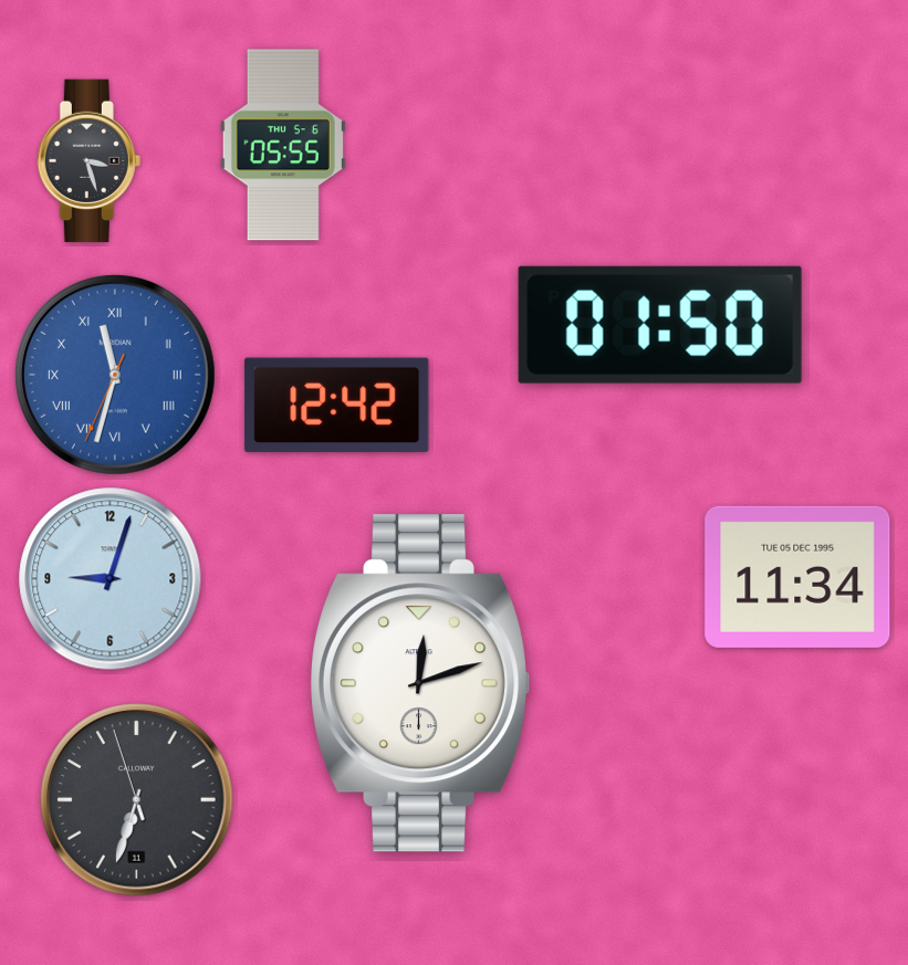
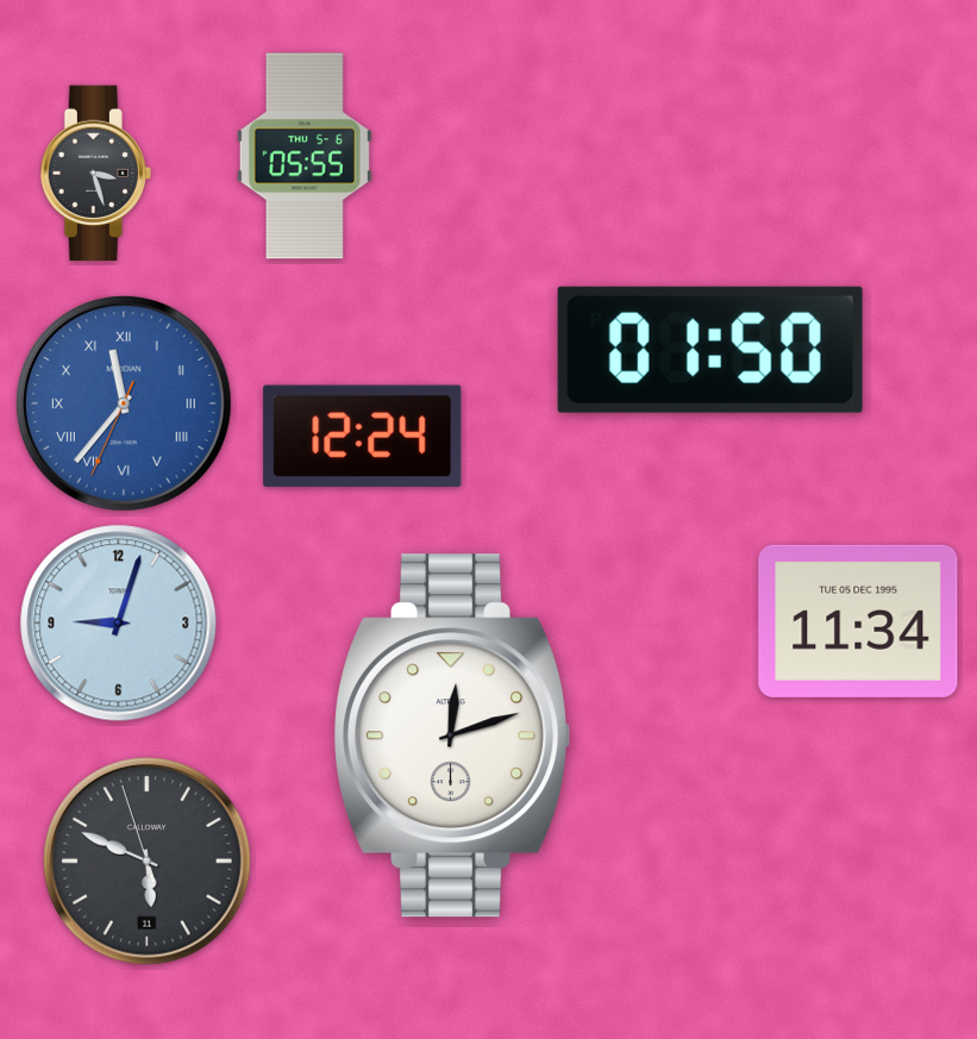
clock at (115, 375): 11:32 -> 11:36
clock at (337, 405): 12:42 -> 12:24
clock at (137, 800): 6:32 -> 5:48
